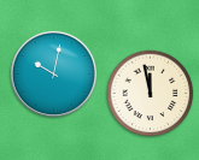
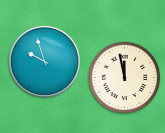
clock at (53, 73): 10:02 -> 9:57
